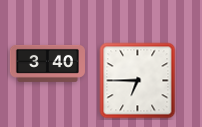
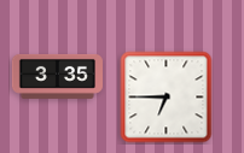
clock at (47, 63): 3:40 -> 3:35
